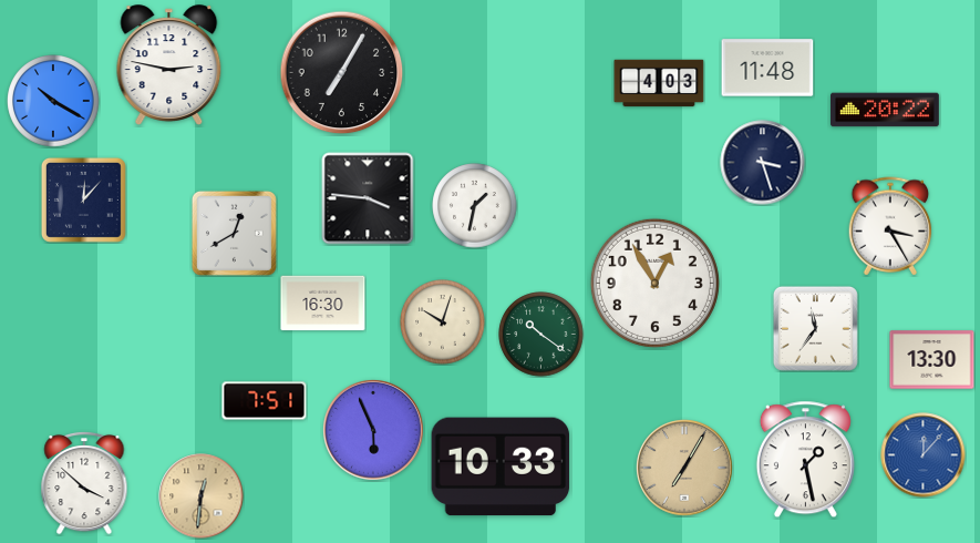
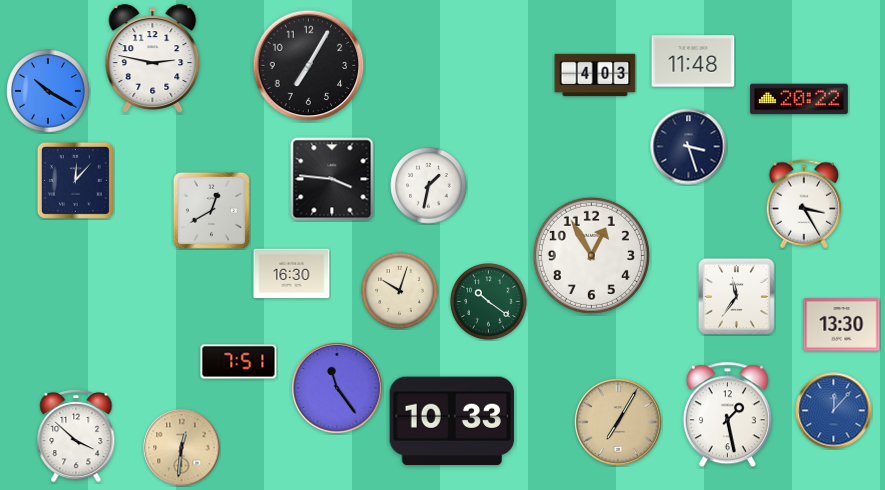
clock at (373, 430): 5:56 -> 11:24
